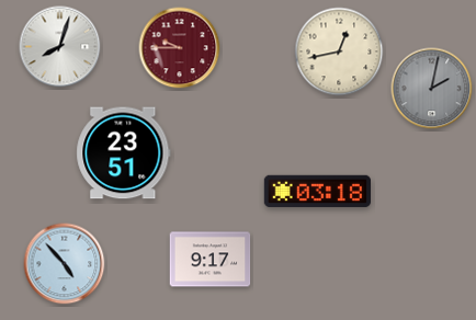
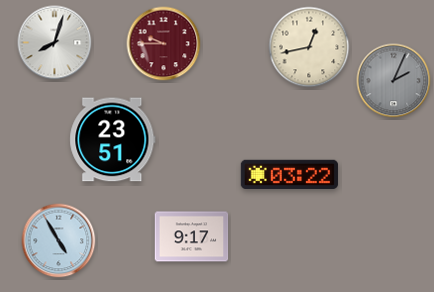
clock at (432, 89): 2:02 -> 2:04
clock at (317, 191): 03:18 -> 03:22
clock at (65, 264): 4:53 -> 4:55
